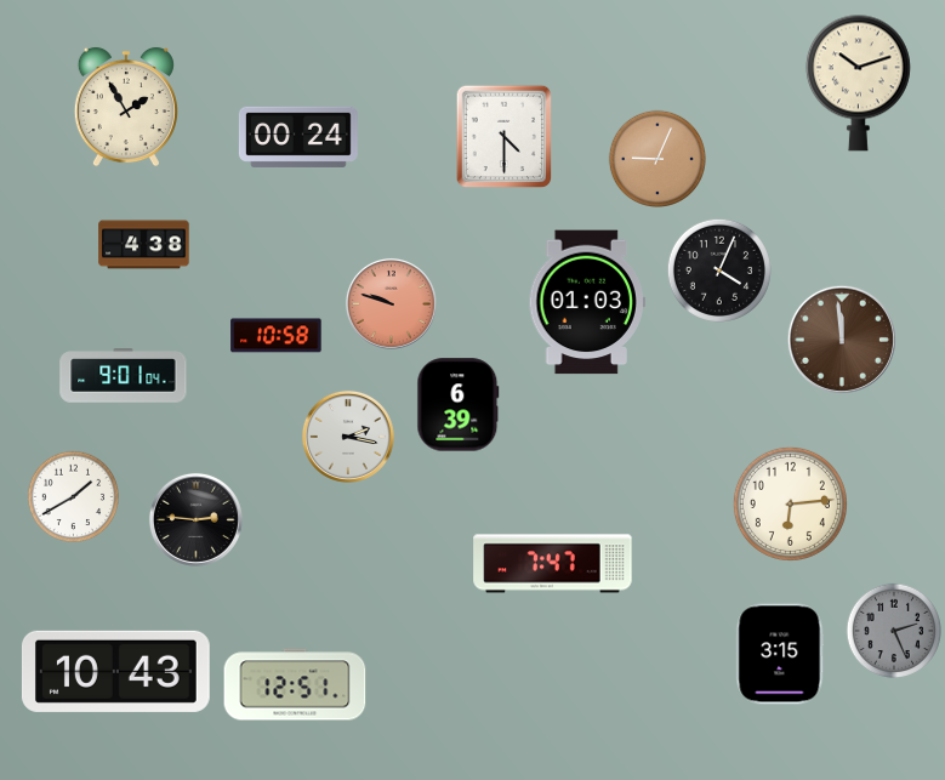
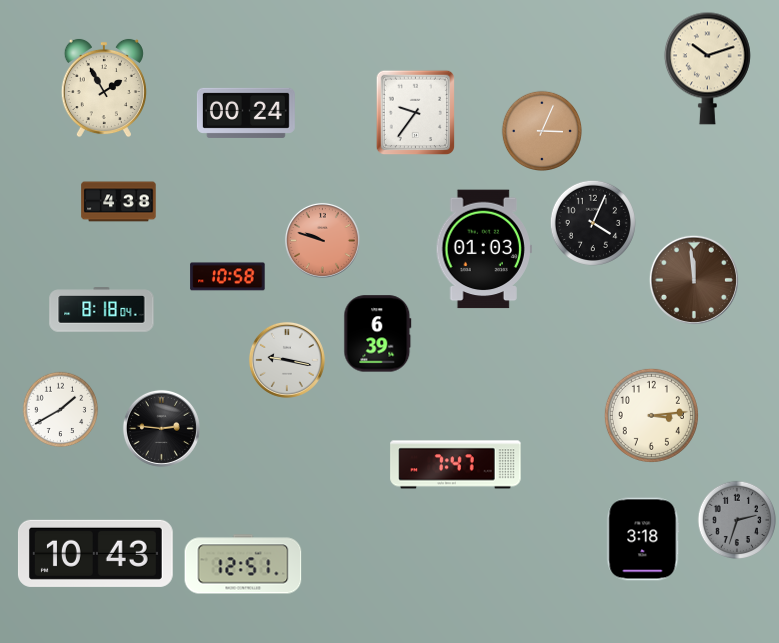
clock at (505, 137): 4:30 -> 9:36
clock at (656, 158): 9:04 -> 3:04
clock at (391, 303) position: (391, 303) -> (322, 240)
clock at (124, 376): 9:01 -> 8:18
clock at (348, 437): 2:17 -> 9:17
clock at (790, 503): 6:14 -> 3:14
clock at (894, 631): 2:26 -> 2:33
clock at (780, 654): 3:15 -> 3:18
